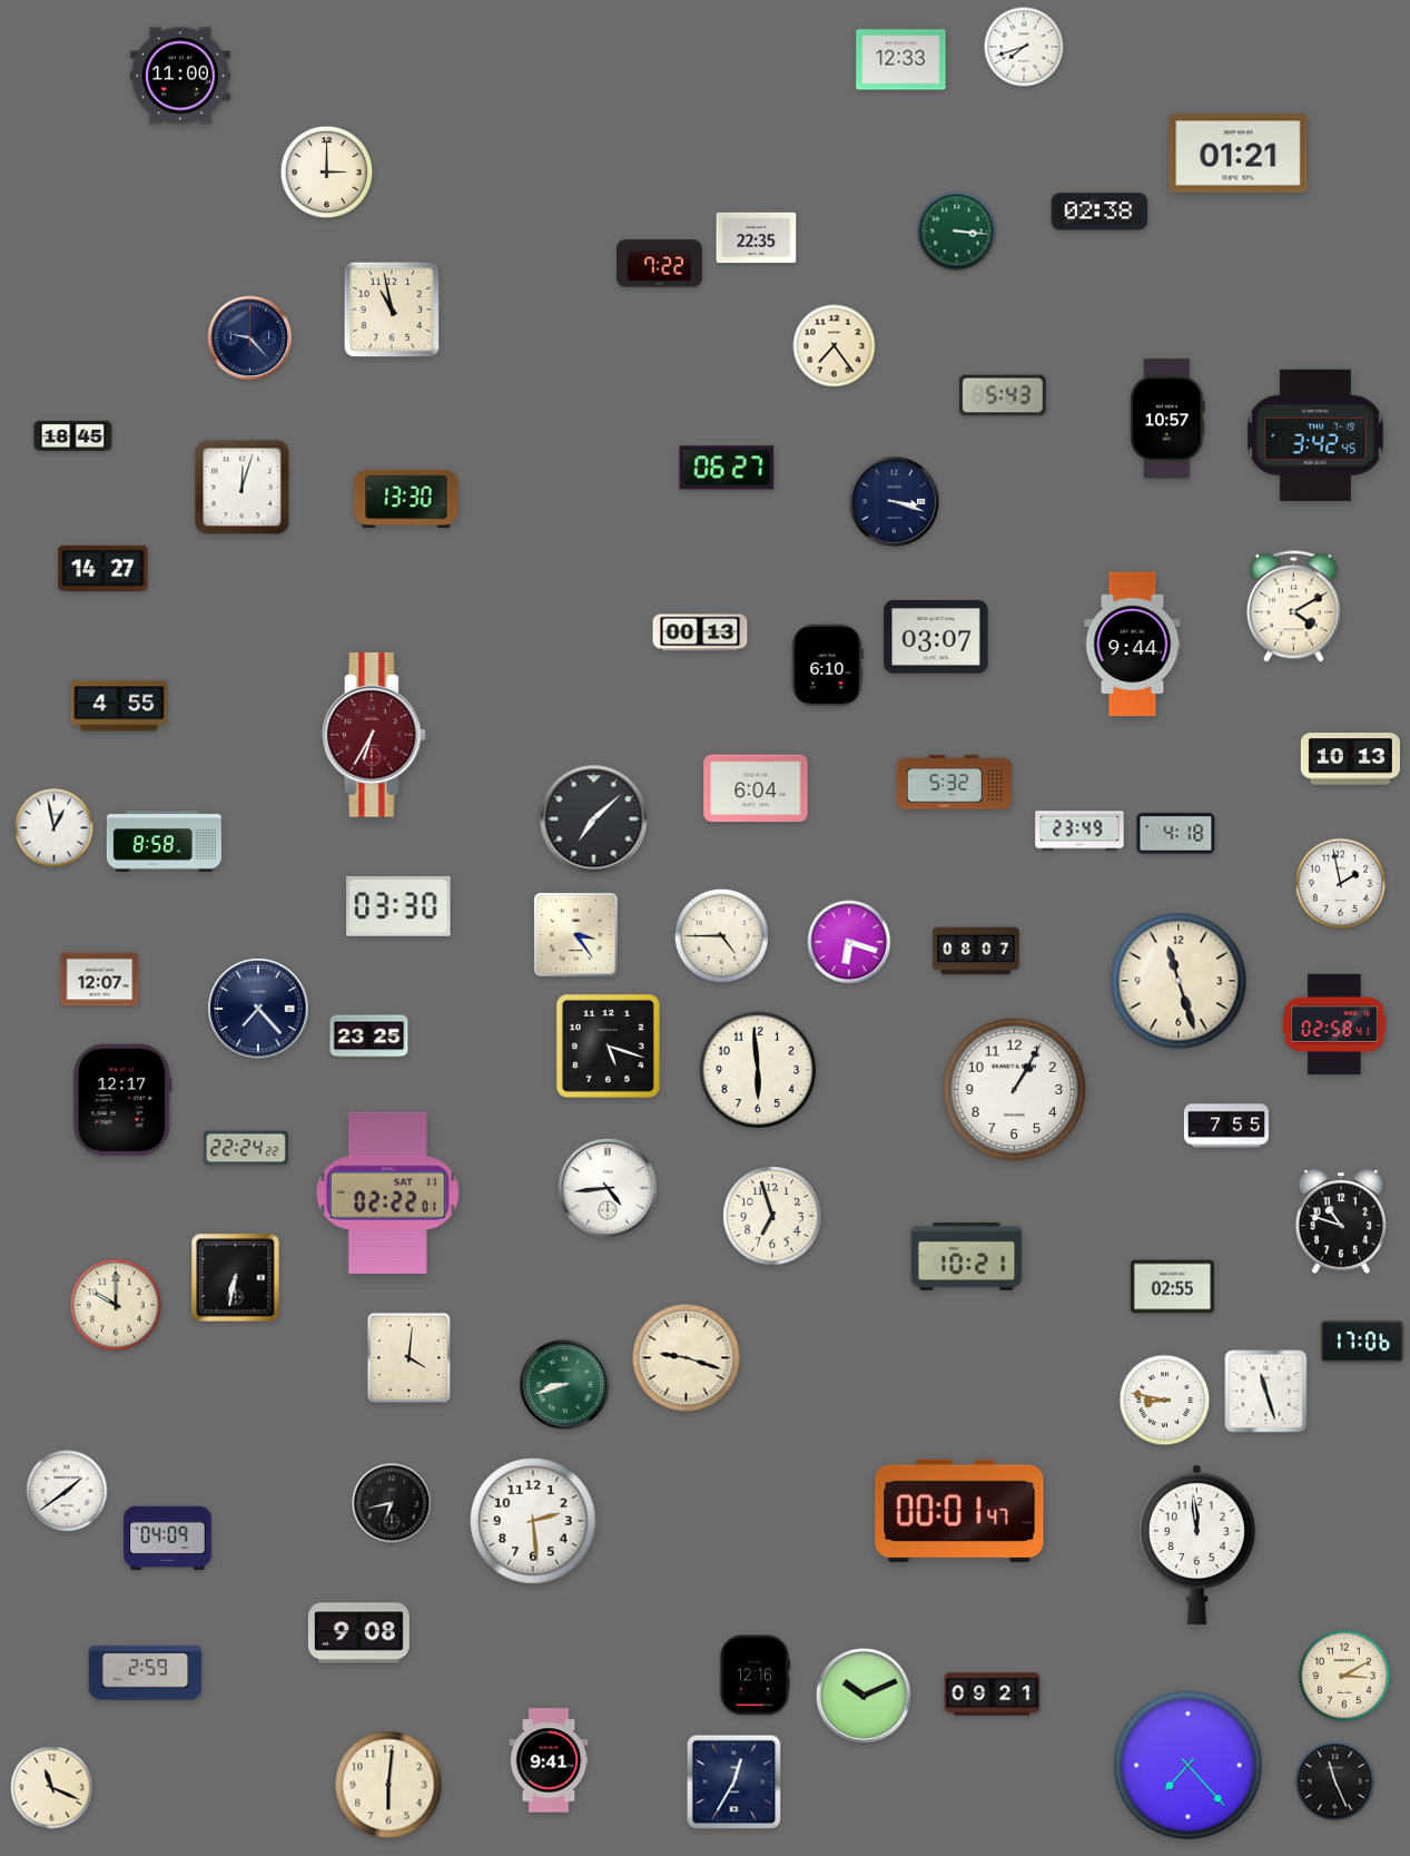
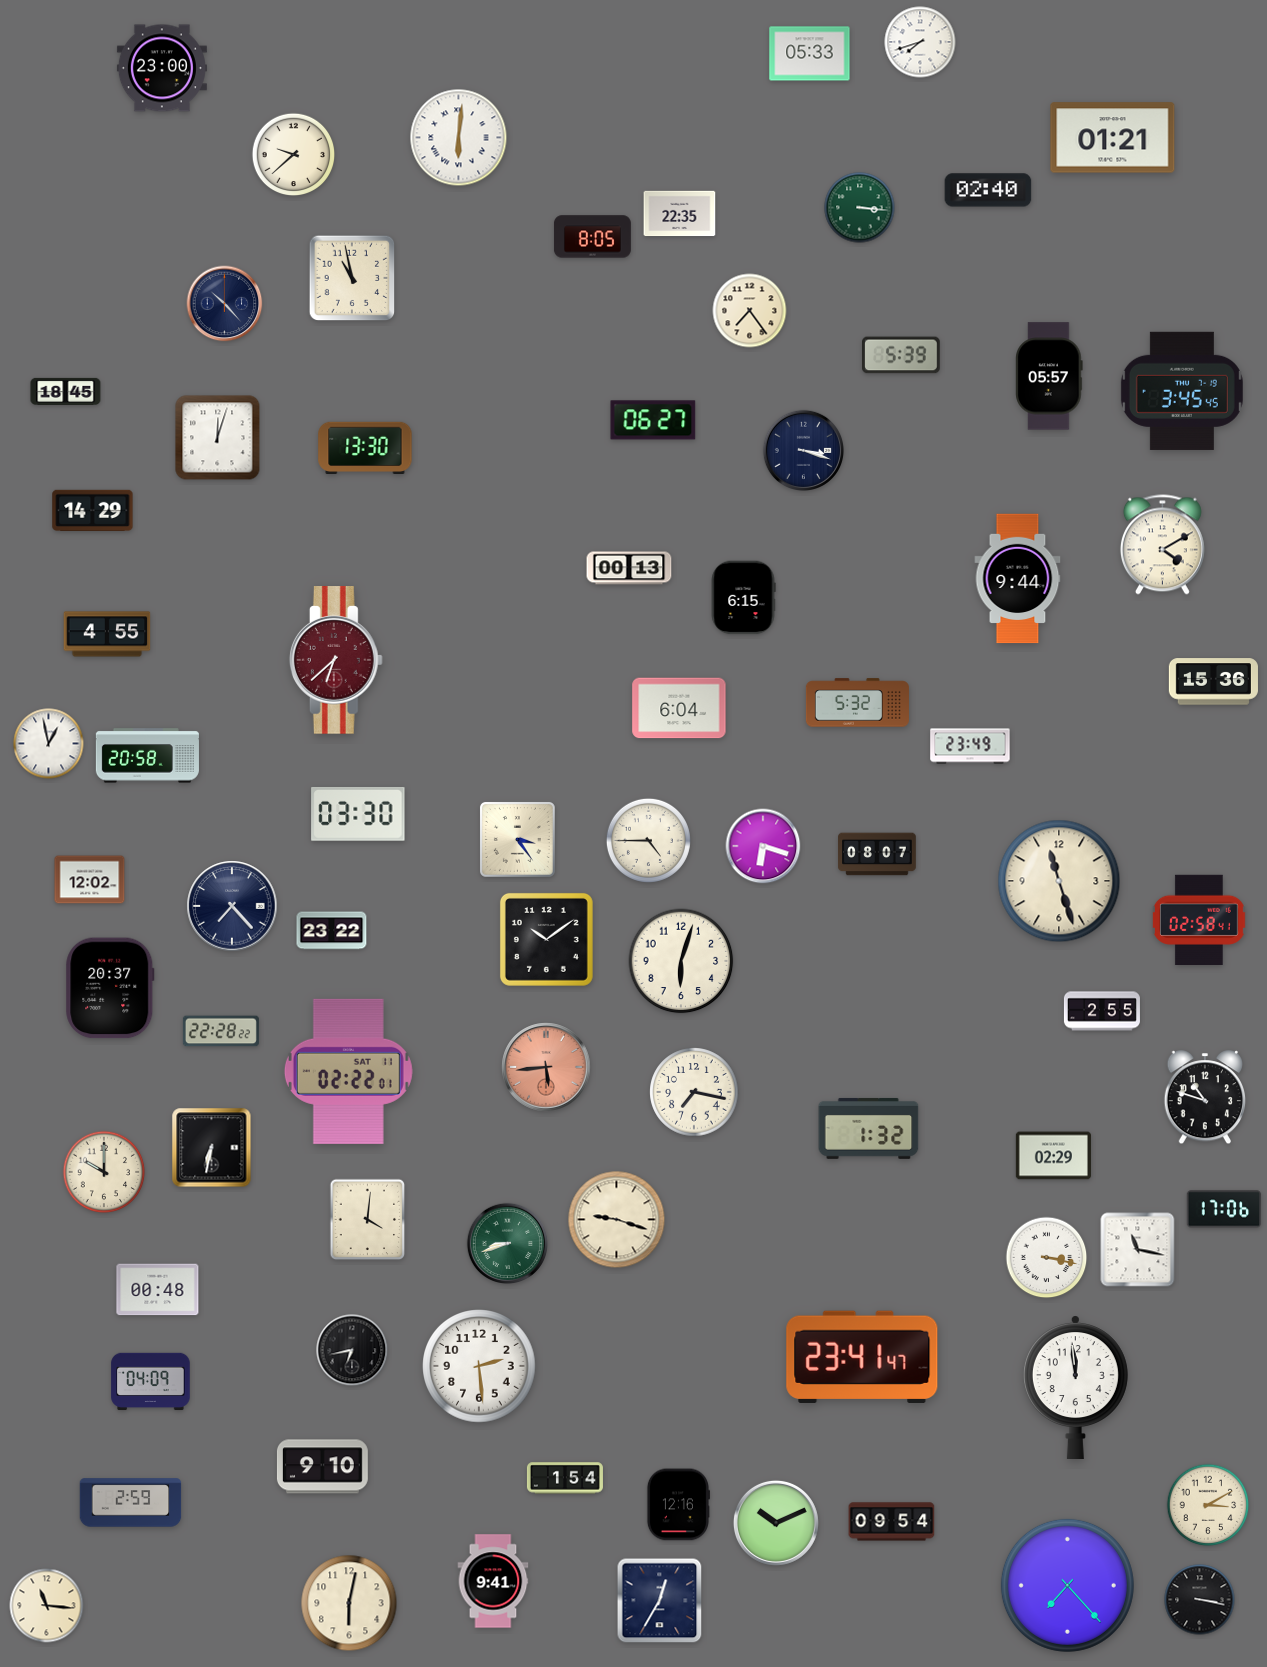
clock at (901, 60): 12:33 -> 05:33
clock at (180, 76): 11:00 -> 23:00
clock at (459, 138): none -> 6:01
clock at (327, 173): 3:00 -> 9:38
clock at (1100, 212): 02:38 -> 02:40
clock at (659, 264): 7:22 -> 8:05
clock at (250, 338): 9:23 -> 10:23
clock at (1004, 395): 5:43 -> 5:39
clock at (1167, 419): 10:57 -> 05:57
clock at (1315, 435): 3:42 -> 3:45
clock at (103, 568): 14:27 -> 14:29
clock at (936, 637): 03:07 -> none
clock at (827, 666): 6:10 -> 6:15
clock at (374, 735): 6:35 -> 6:38
clock at (1350, 759): 10:13 -> 15:36
clock at (594, 819): 7:08 -> none
clock at (1176, 834): 4:18 -> none
clock at (164, 842): 8:58 -> 20:58
clock at (1341, 884): 1:58 -> none
clock at (100, 980): 12:07 -> 12:02
clock at (369, 1037): 23:25 -> 23:22
clock at (608, 1045): 5:18 -> 10:09
clock at (758, 1070): 5:59 -> 6:03
clock at (1015, 1090): 1:05 -> none
clock at (122, 1100): 12:17 -> 20:37
clock at (1226, 1126): 7:55 -> 2:55
clock at (246, 1148): 22:24 -> 22:28
clock at (608, 1188): 4:44 -> 5:44
clock at (608, 1188) dial: white -> salmon
clock at (772, 1216): 6:57 -> 7:17
clock at (967, 1256): 10:21 -> 1:32
clock at (1172, 1287): 02:55 -> 02:29
clock at (1362, 1342) position: (1362, 1342) -> (1224, 1209)
clock at (1266, 1392): 11:27 -> 11:17
clock at (1165, 1401): 8:47 -> 3:17
clock at (158, 1290): none -> 00:48
clock at (67, 1491): 1:39 -> none
clock at (959, 1511): 00:01 -> 23:41
clock at (358, 1633): 9:08 -> 9:10
clock at (565, 1478): none -> 1:54
clock at (993, 1695): 09:21 -> 09:54
clock at (1335, 1781): 11:26 -> 3:17
clock at (388, 1785): 6:01 -> 6:02
clock at (52, 1788): 11:19 -> 11:16
